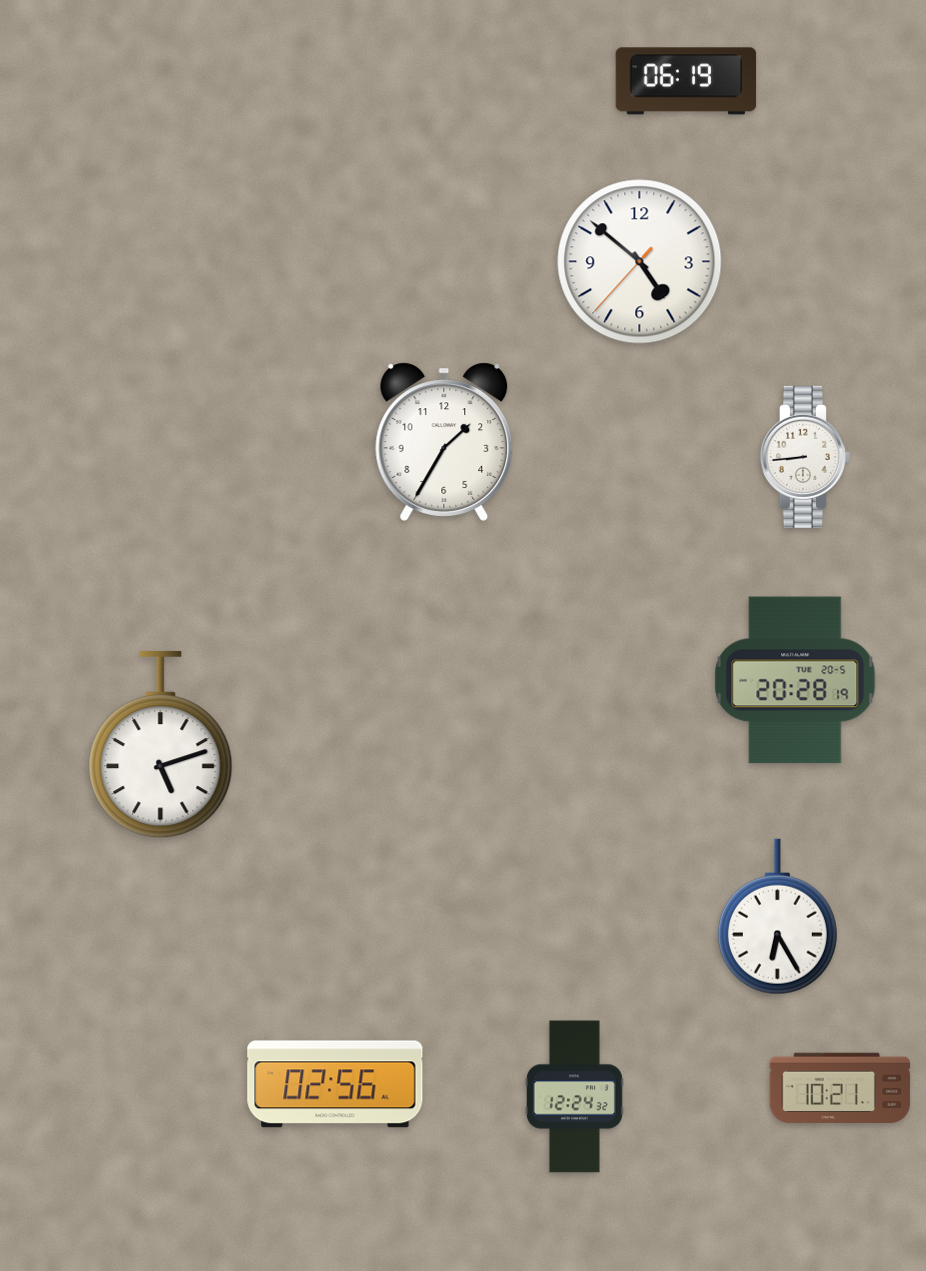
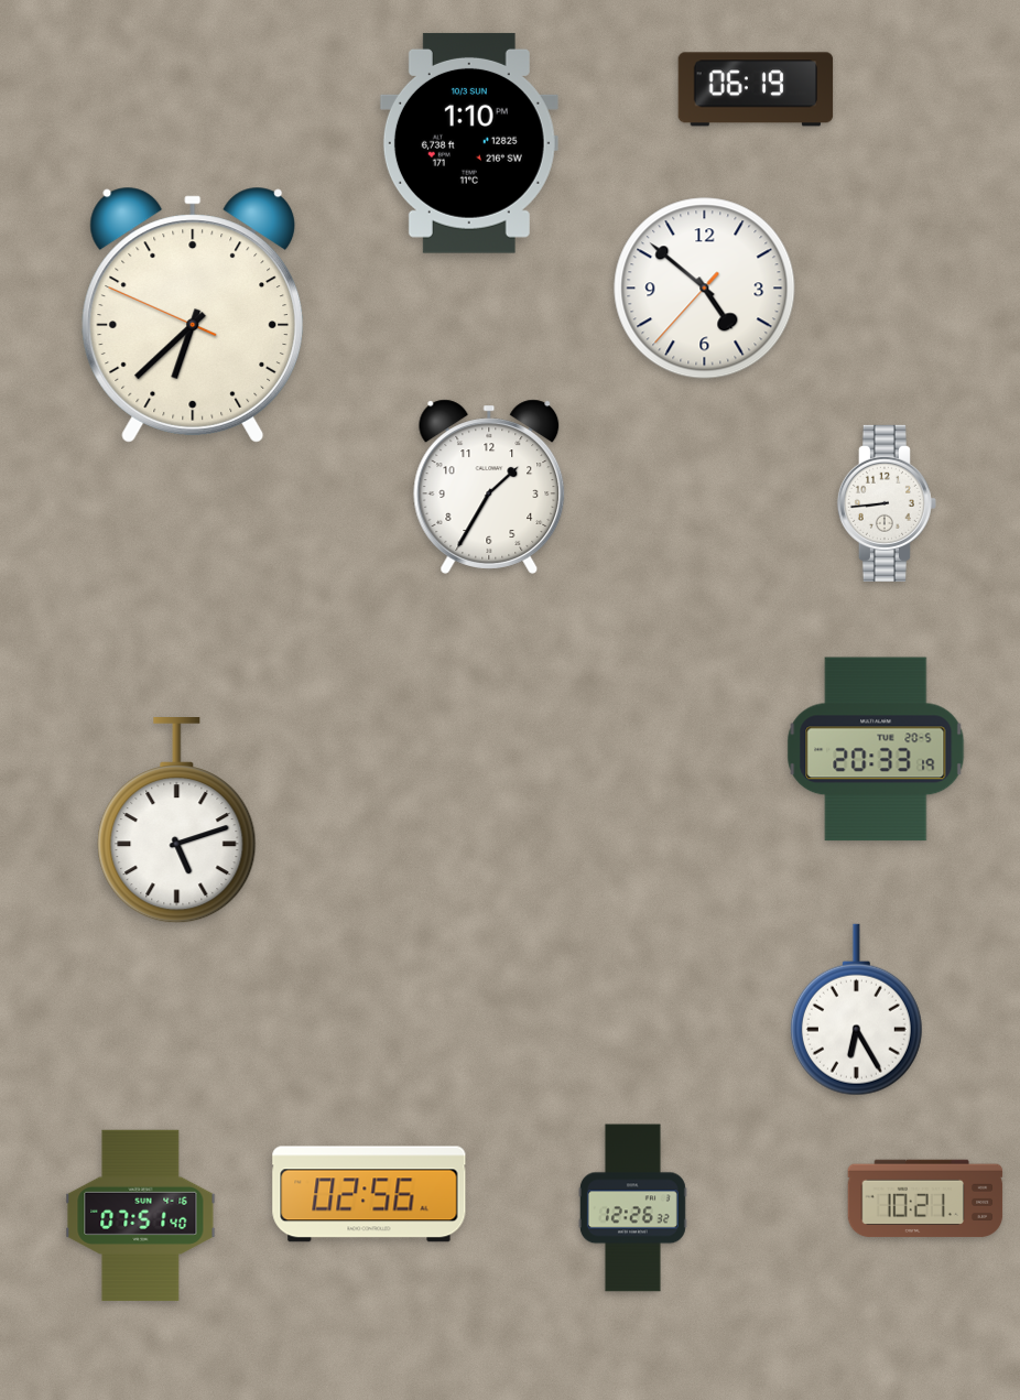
clock at (469, 143): none -> 1:10
clock at (193, 315): none -> 6:37
clock at (795, 680): 20:28 -> 20:33
clock at (574, 1097): 12:24 -> 12:26
clock at (141, 1215): none -> 07:51
